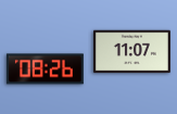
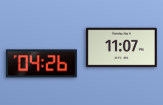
clock at (45, 69): 08:26 -> 04:26
